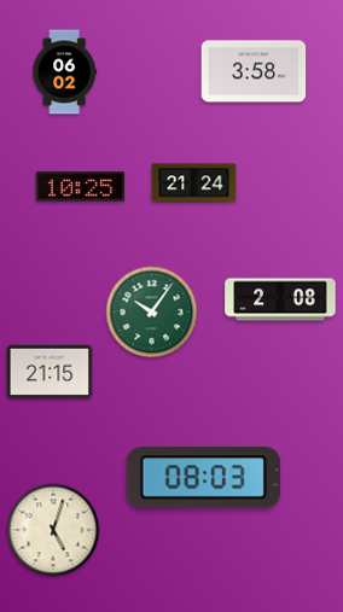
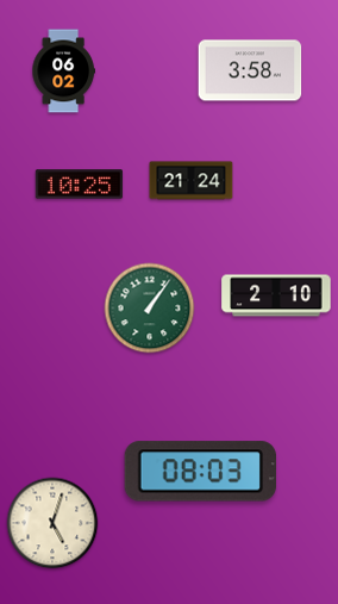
clock at (280, 299): 2:08 -> 2:10
clock at (152, 313): 10:06 -> 1:06
clock at (50, 372): 21:15 -> none
